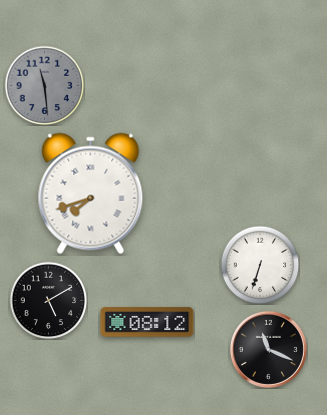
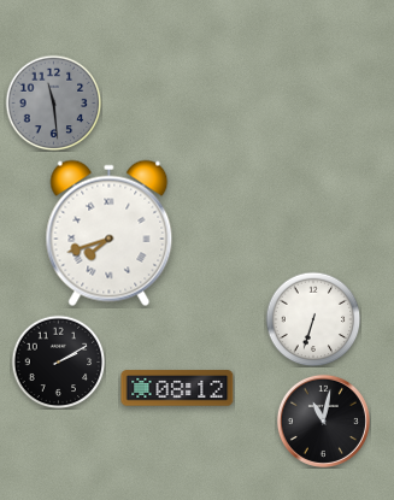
clock at (48, 300): 5:10 -> 2:10
clock at (268, 349): 11:19 -> 11:02
